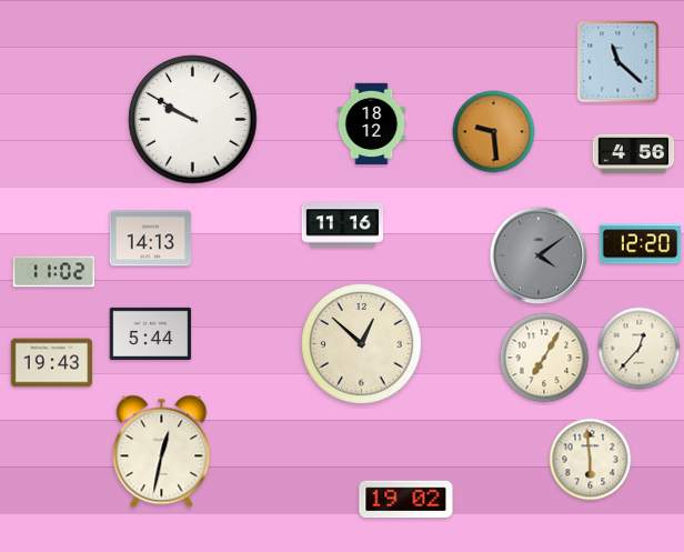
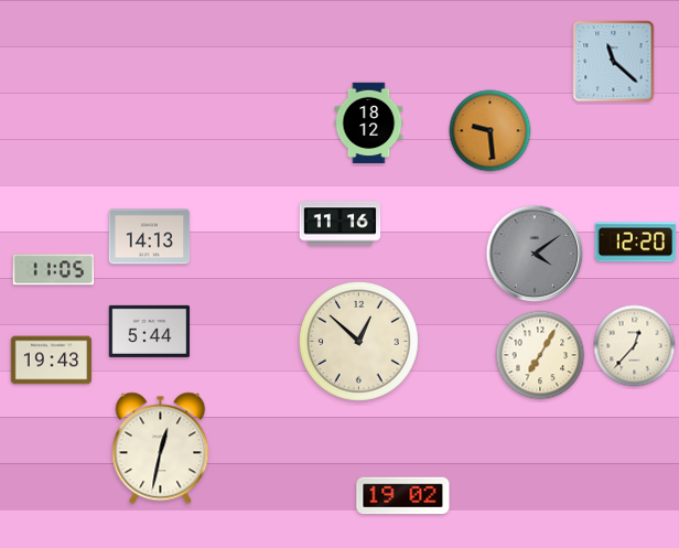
clock at (193, 120): 9:50 -> none
clock at (634, 154): 4:56 -> none
clock at (53, 272): 11:02 -> 11:05
clock at (591, 460): 5:59 -> none
